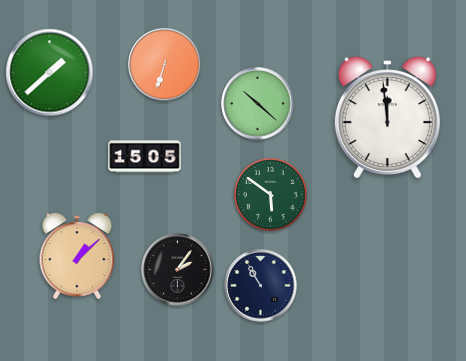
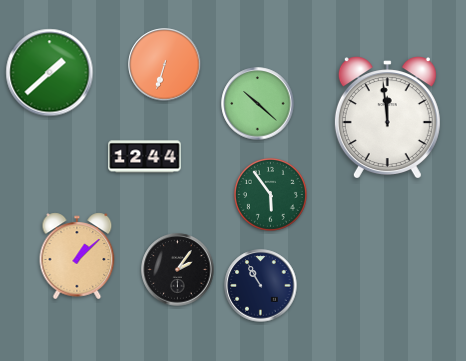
clock at (145, 157): 15:05 -> 12:44
clock at (270, 194): 5:51 -> 5:54
